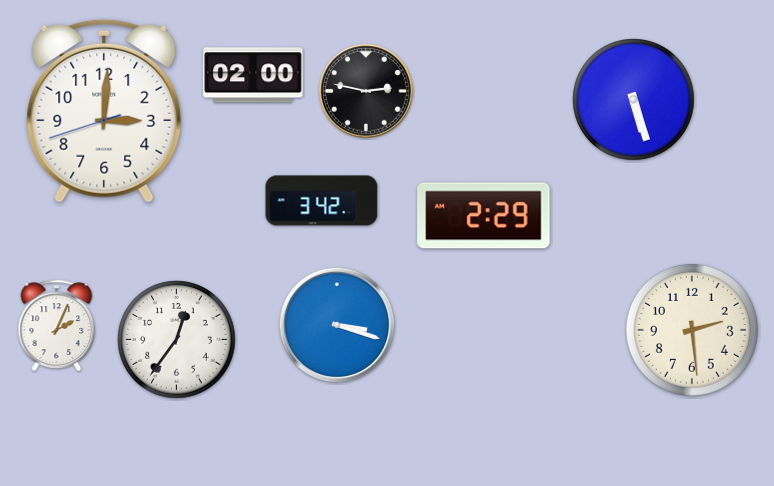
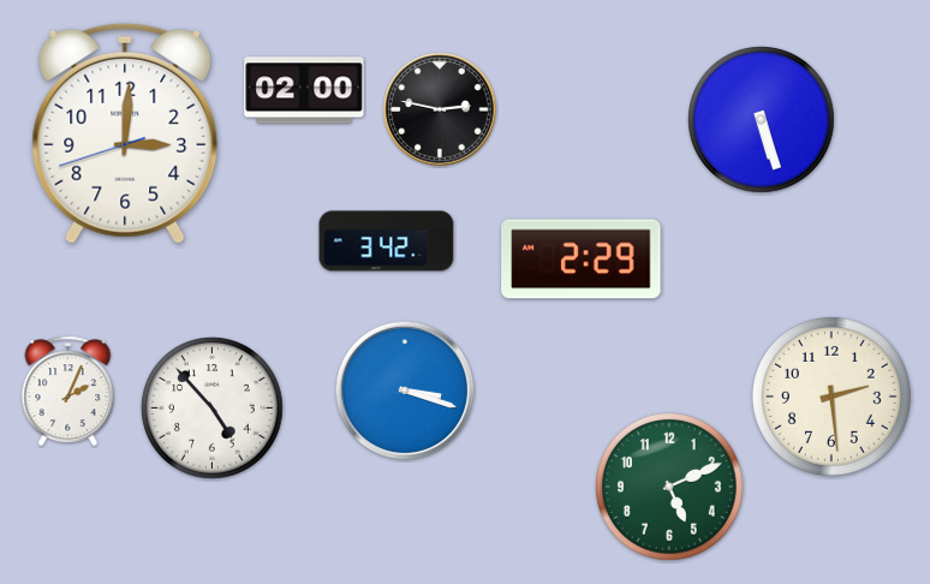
clock at (177, 340): 12:36 -> 4:53
clock at (670, 488): none -> 5:11
